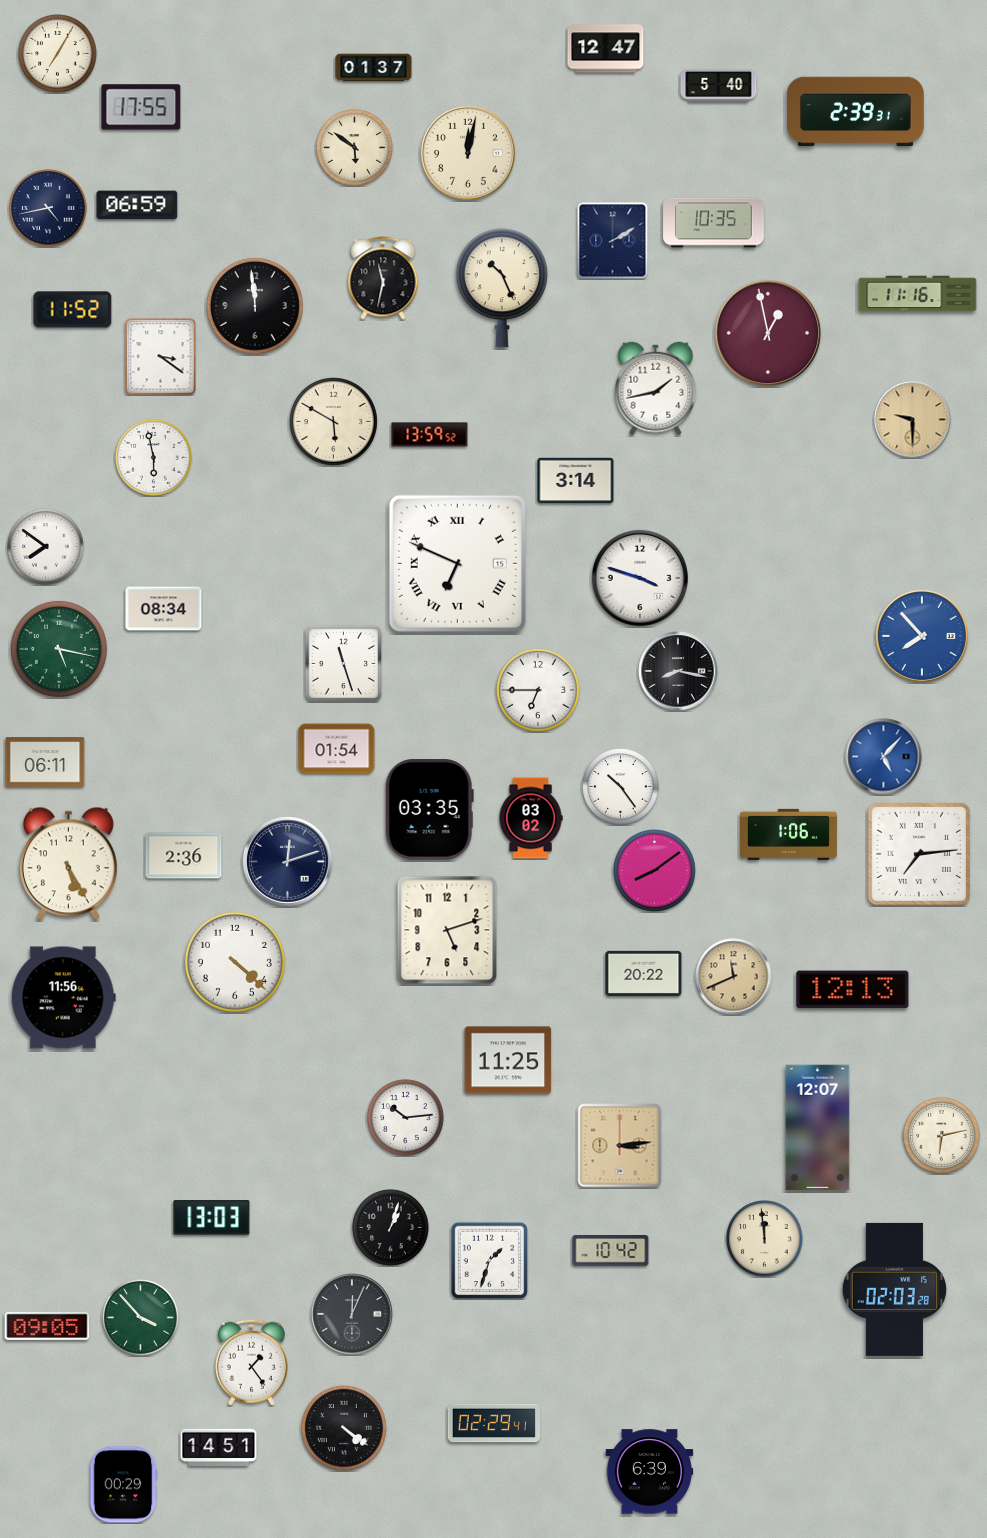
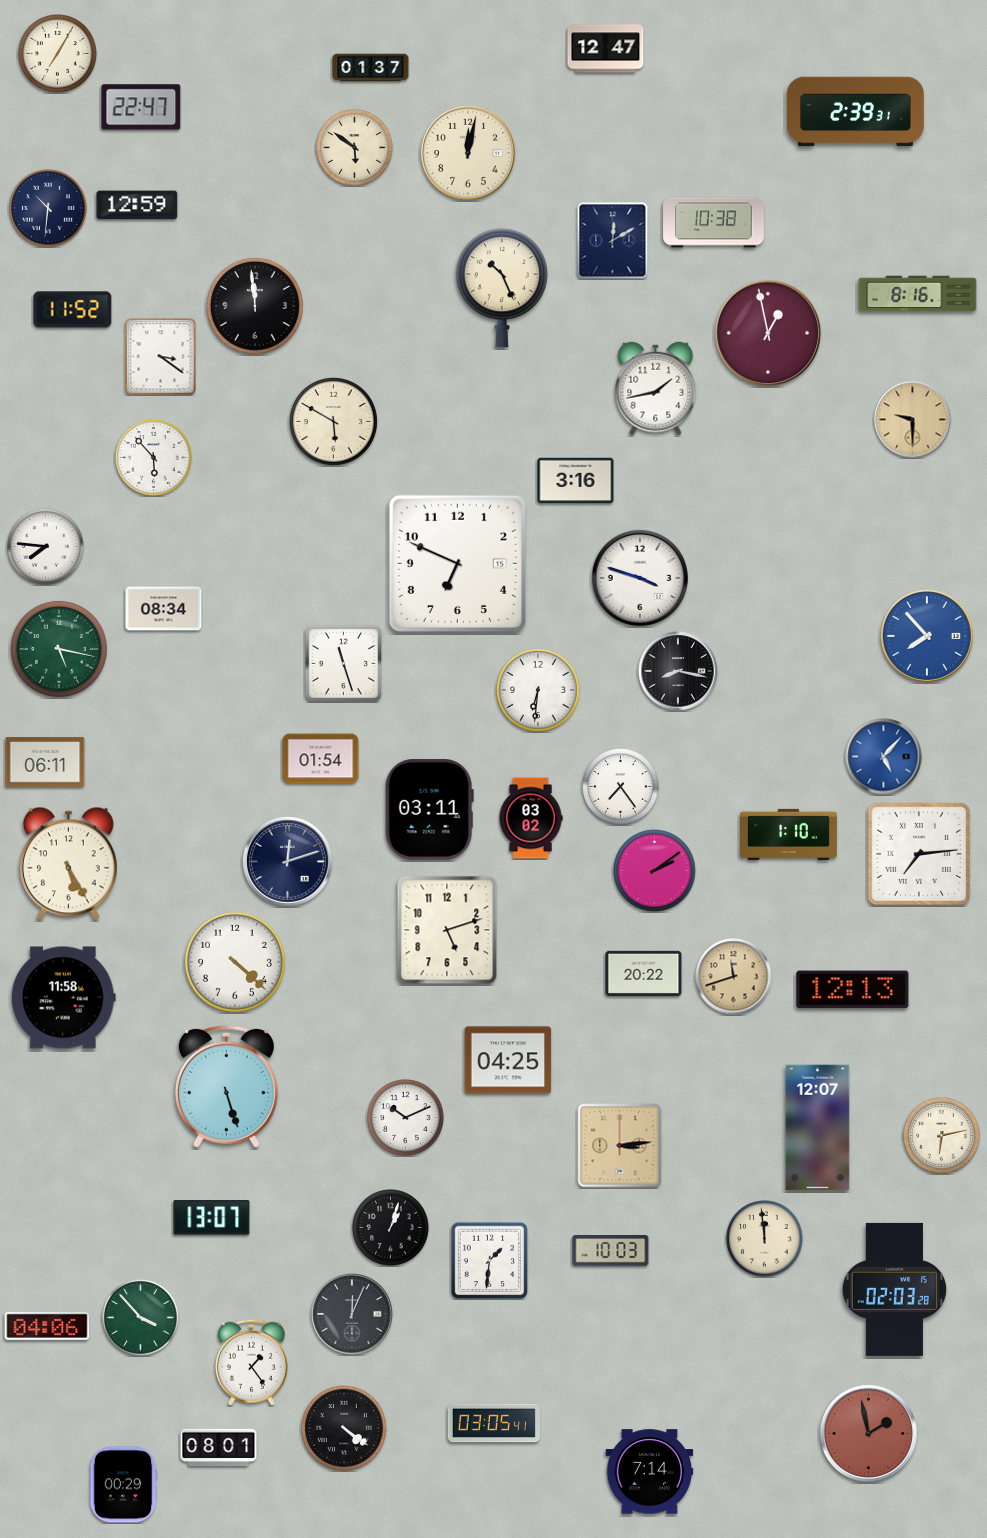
clock at (374, 68) position: (374, 68) -> (371, 68)
clock at (719, 85): 5:40 -> none
clock at (141, 107): 17:55 -> 22:47
clock at (137, 205): 06:59 -> 12:59
clock at (48, 208): 4:43 -> 10:31
clock at (714, 223): 10:35 -> 10:38
clock at (613, 241): 2:10 -> 12:10
clock at (383, 278): 11:32 -> none
clock at (918, 294): 11:16 -> 8:16
clock at (430, 435): 13:59 -> none
clock at (154, 458): 5:58 -> 5:53
clock at (576, 481): 3:14 -> 3:16
clock at (46, 547): 7:51 -> 7:46
clock at (457, 563) numerals: Roman -> Arabic
clock at (922, 636) position: (922, 636) -> (927, 636)
clock at (538, 690): 6:45 -> 6:31
clock at (337, 749) position: (337, 749) -> (321, 759)
clock at (621, 787): 10:24 -> 7:24
clock at (429, 810): 03:35 -> 03:11
clock at (789, 834): 1:06 -> 1:10
clock at (184, 856): 2:36 -> none
clock at (655, 871): 8:09 -> 2:09
clock at (734, 977): 11:41 -> 11:42
clock at (63, 998): 11:56 -> 11:58
clock at (508, 1060): 11:25 -> 04:25
clock at (226, 1086): none -> 5:27
clock at (406, 1118): 10:14 -> 10:11
clock at (212, 1218): 13:03 -> 13:07
clock at (611, 1251): 10:42 -> 10:03
clock at (489, 1260): 1:33 -> 1:31
clock at (47, 1326): 09:05 -> 04:06
clock at (494, 1423): 02:29 -> 03:05
clock at (868, 1433): none -> 1:58
clock at (219, 1448): 14:51 -> 08:01
clock at (650, 1472): 6:39 -> 7:14
